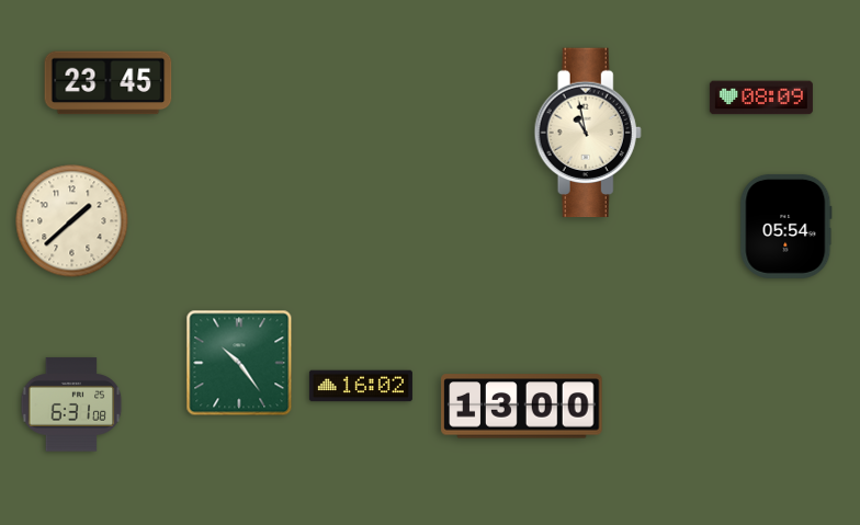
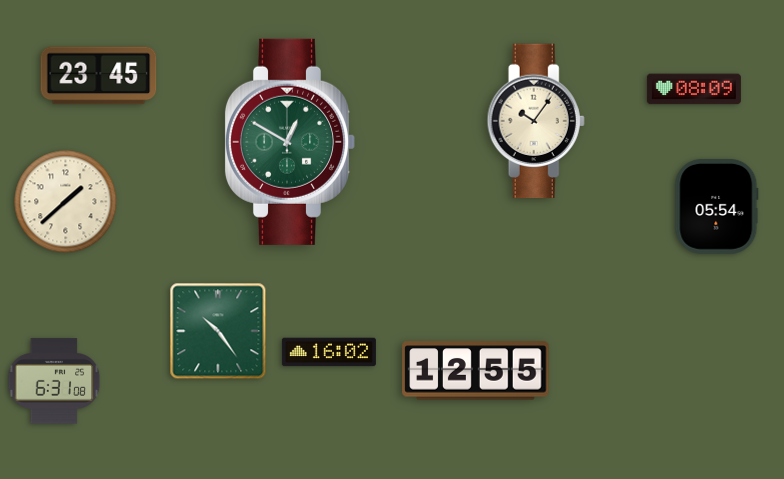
clock at (588, 133): 10:58 -> 10:06
clock at (289, 142): none -> 12:50
clock at (71, 404) position: (71, 404) -> (54, 381)
clock at (522, 407): 13:00 -> 12:55
